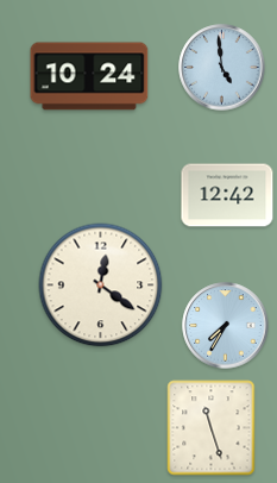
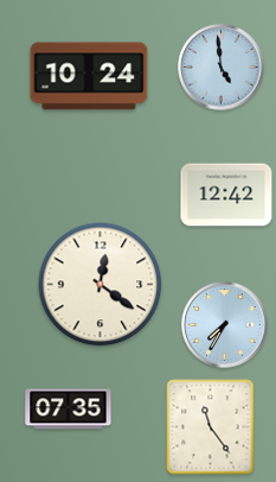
clock at (69, 410): none -> 07:35
clock at (212, 428): 11:27 -> 11:24
